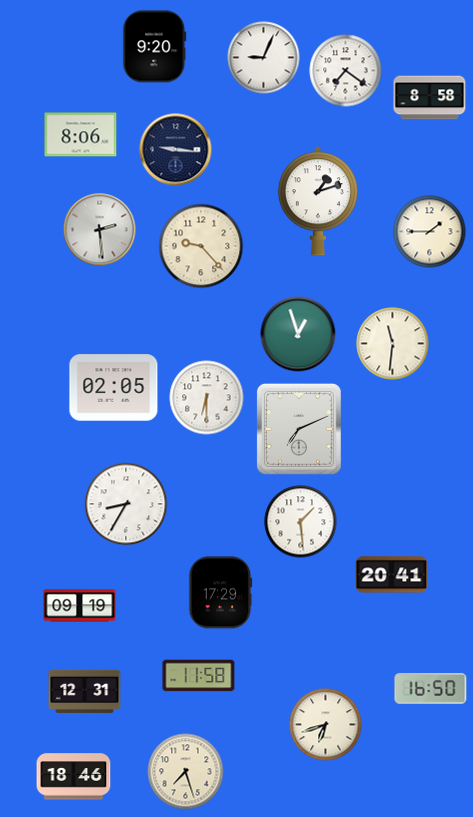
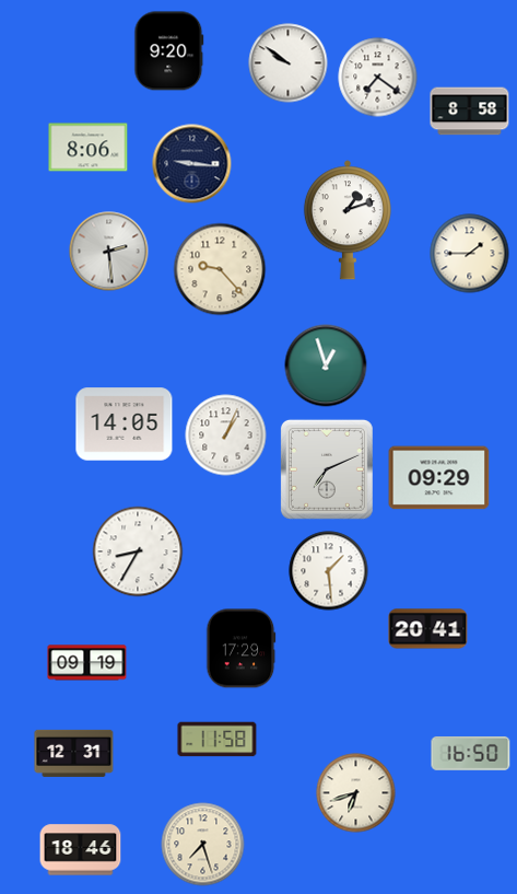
clock at (264, 58): 9:04 -> 9:51
clock at (430, 98) position: (430, 98) -> (470, 112)
clock at (393, 344): 11:31 -> none
clock at (114, 388): 02:05 -> 14:05
clock at (207, 398): 6:30 -> 1:04
clock at (439, 478): none -> 09:29
clock at (85, 691) position: (85, 691) -> (74, 753)
